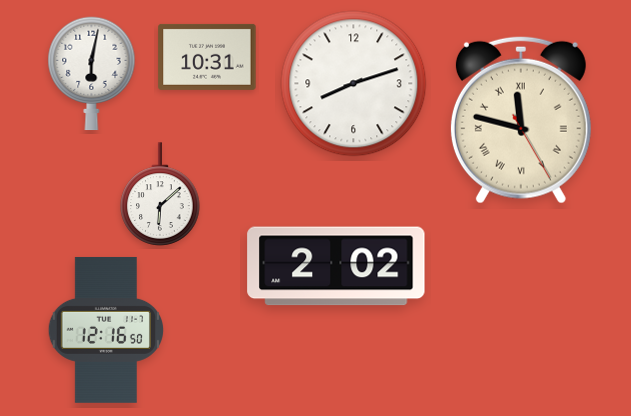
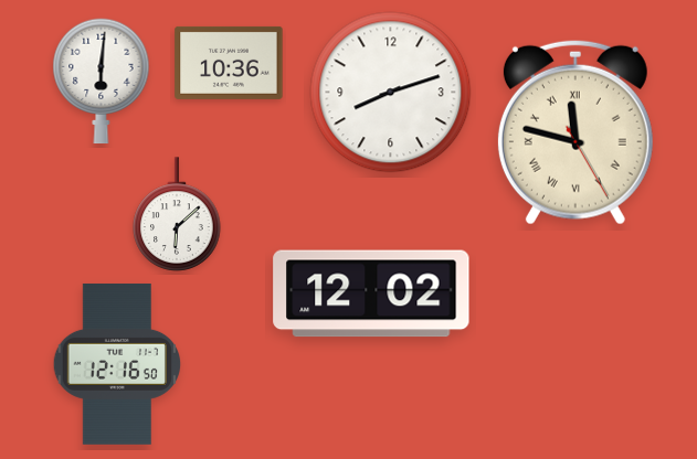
clock at (207, 57): 10:31 -> 10:36
clock at (92, 74): 6:02 -> 6:01
clock at (336, 266): 2:02 -> 12:02
